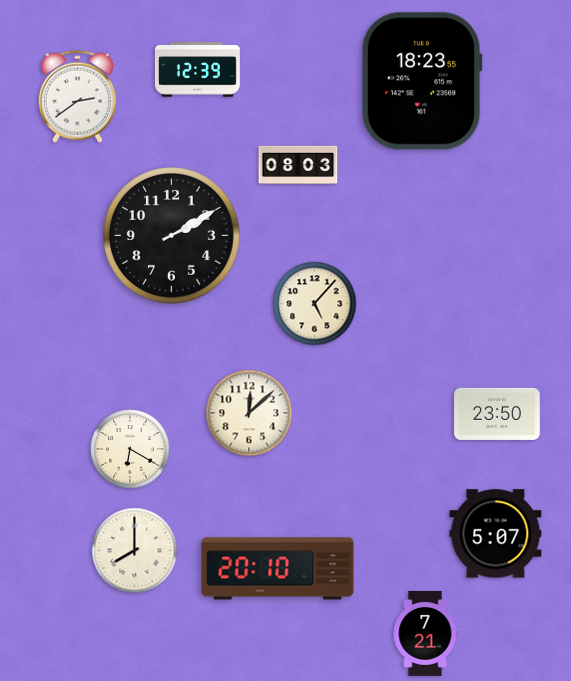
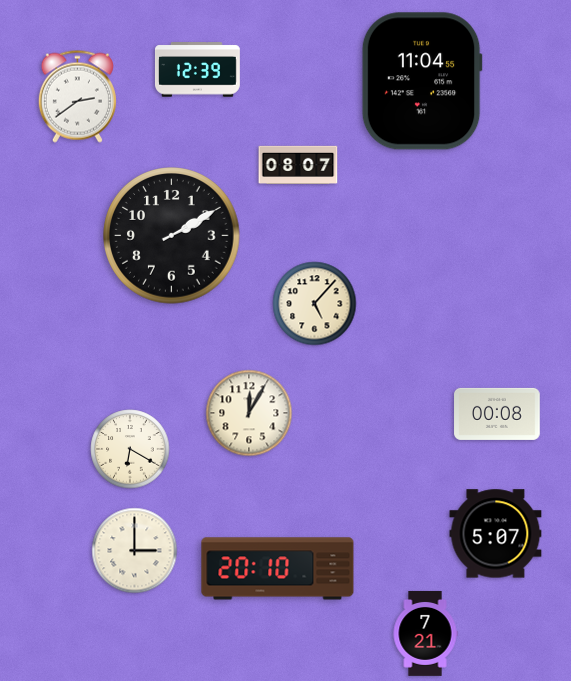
clock at (422, 81): 18:23 -> 11:04
clock at (298, 164): 08:03 -> 08:07
clock at (249, 413): 12:08 -> 12:05
clock at (497, 414): 23:50 -> 00:08
clock at (135, 551): 8:00 -> 3:00
